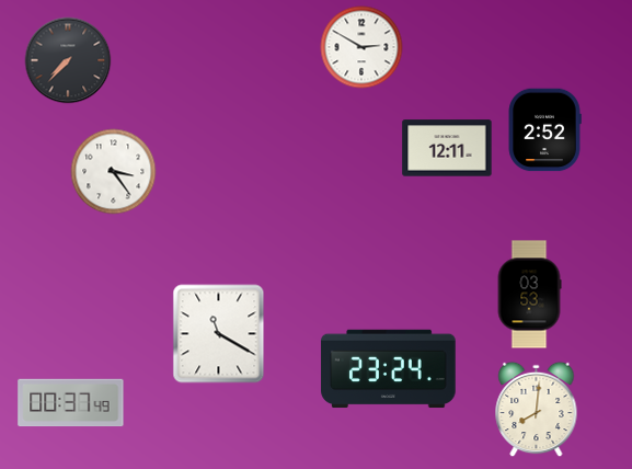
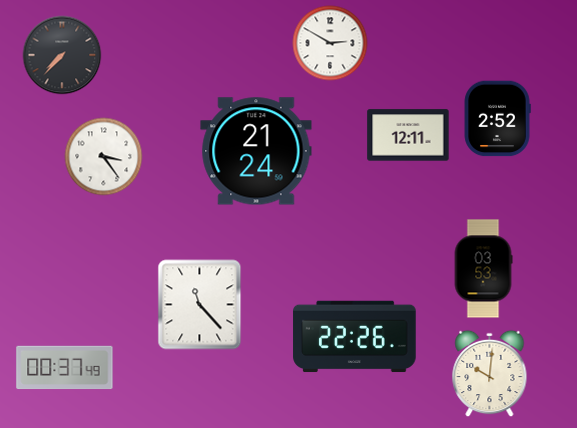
clock at (256, 151): none -> 21:24
clock at (219, 334): 11:20 -> 11:23
clock at (389, 369): 23:24 -> 22:26
clock at (537, 410): 8:01 -> 10:01
